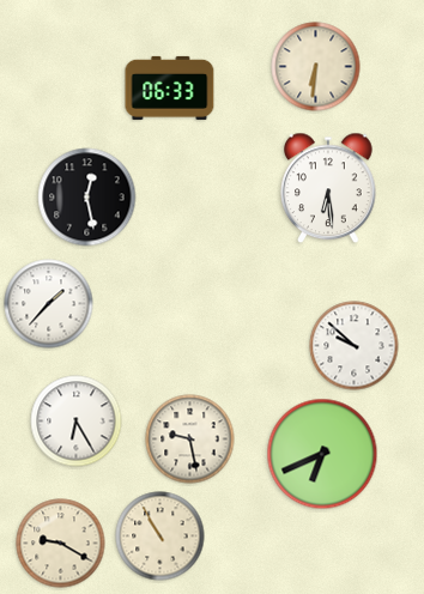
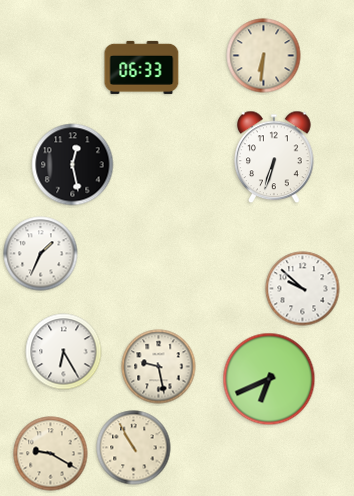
clock at (170, 87) position: (170, 87) -> (142, 67)
clock at (328, 188): 6:29 -> 6:33
clock at (49, 304): 1:37 -> 1:34
clock at (355, 346) position: (355, 346) -> (303, 289)
